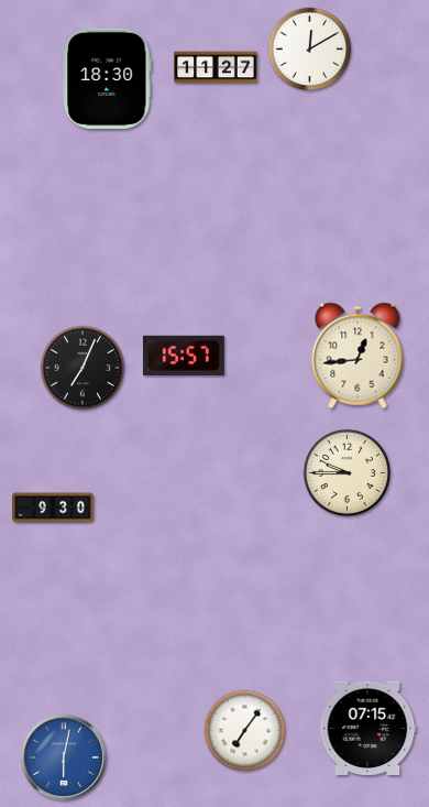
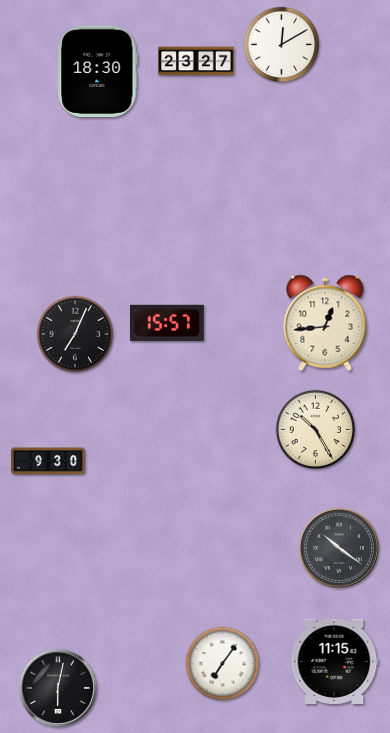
clock at (216, 67): 11:27 -> 23:27
clock at (348, 473): 9:45 -> 10:25
clock at (339, 548): none -> 10:21
clock at (369, 728): 07:15 -> 11:15
clock at (64, 757) dial: blue -> black
